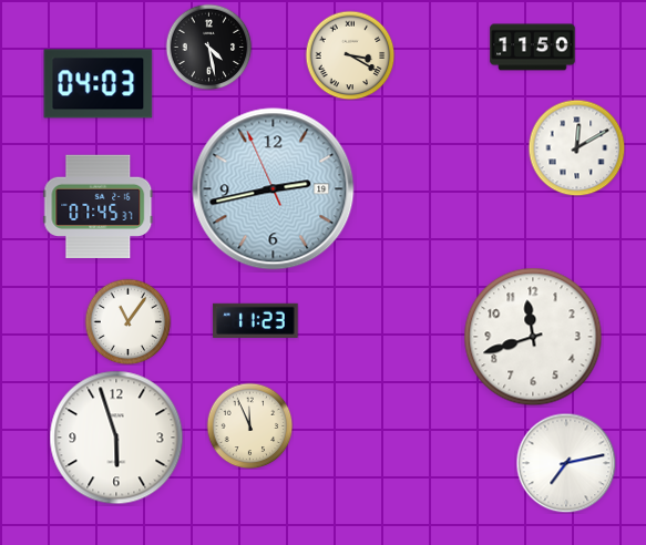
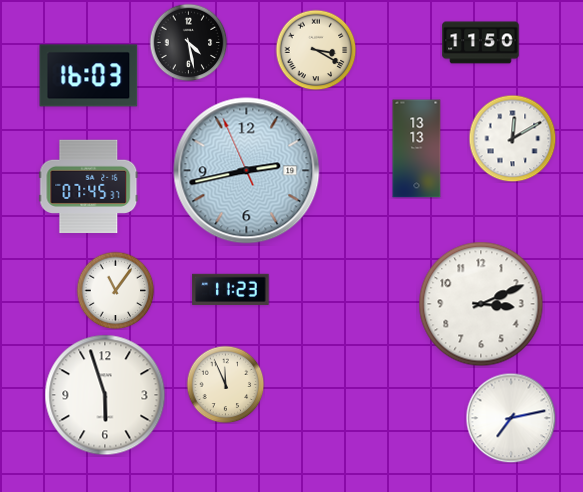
clock at (99, 84): 04:03 -> 16:03
clock at (576, 147) position: (576, 147) -> (512, 138)
clock at (417, 149): none -> 13:13
clock at (533, 337): 11:42 -> 3:11
